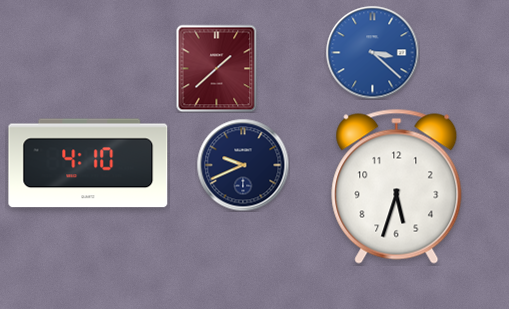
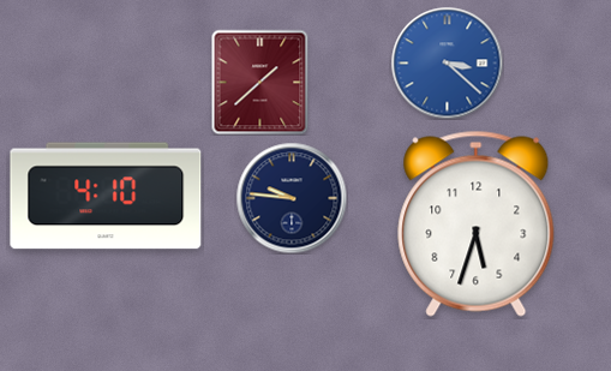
clock at (243, 165): 9:41 -> 9:46
